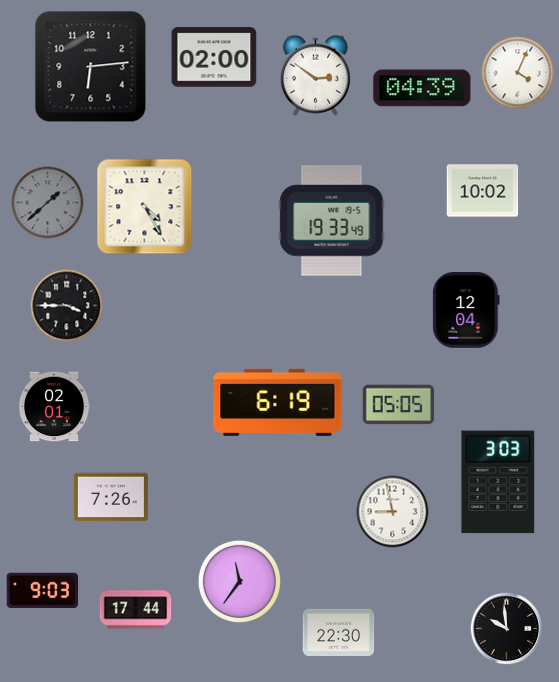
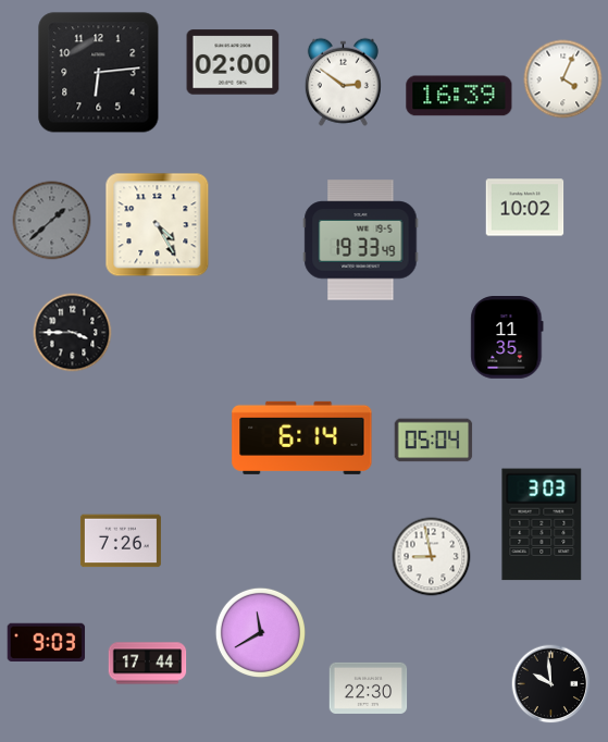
clock at (422, 88): 04:39 -> 16:39
clock at (466, 311): 12:04 -> 11:35
clock at (278, 402): 6:19 -> 6:14
clock at (399, 405): 05:05 -> 05:04
clock at (54, 407): 02:01 -> none
clock at (393, 512) position: (393, 512) -> (432, 557)
clock at (239, 581): 11:36 -> 11:40
